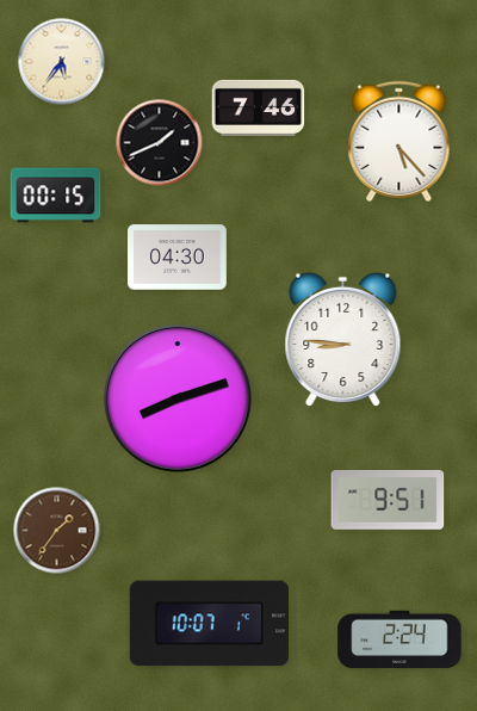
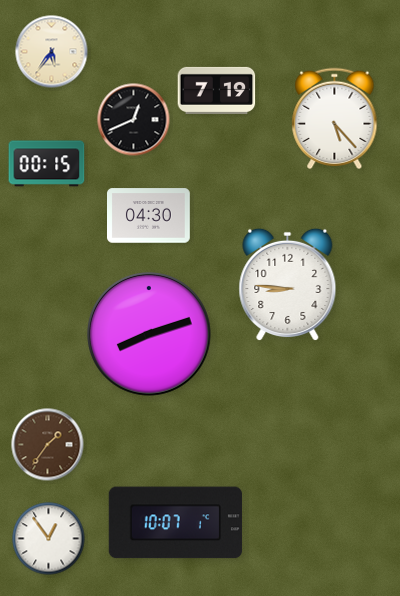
clock at (259, 107): 7:46 -> 7:19
clock at (160, 143): 1:41 -> 12:41
clock at (388, 500): 9:51 -> none
clock at (399, 639): 2:24 -> none
clock at (49, 539): none -> 12:54
